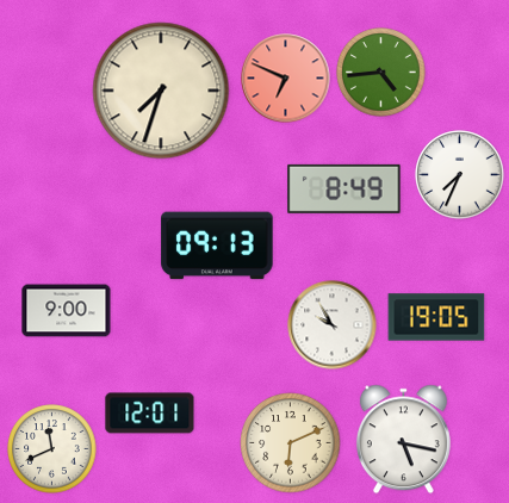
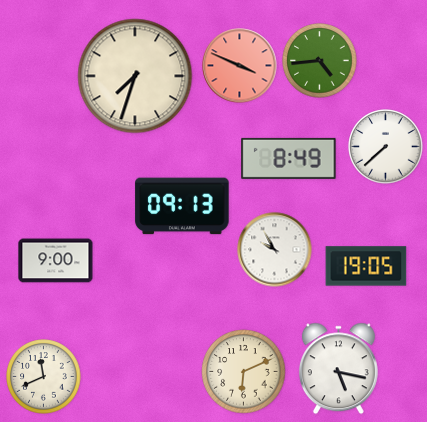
clock at (286, 79): 6:49 -> 3:49
clock at (460, 175): 7:34 -> 7:38
clock at (333, 325) position: (333, 325) -> (275, 250)
clock at (150, 414): 12:01 -> none
